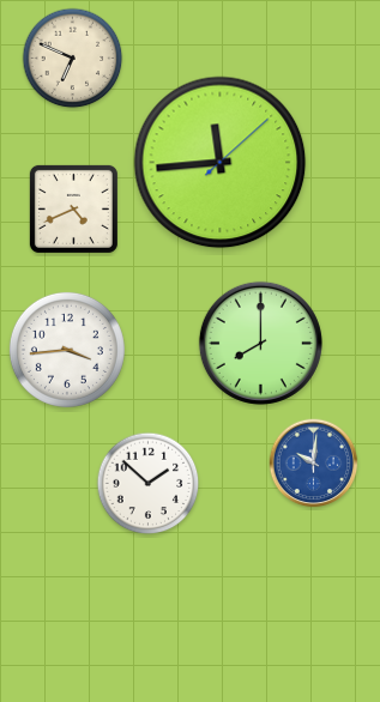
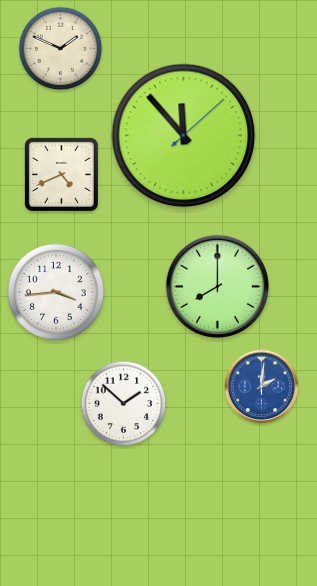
clock at (73, 59): 6:49 -> 1:49
clock at (221, 163): 11:44 -> 11:53
clock at (314, 464): 10:01 -> 2:01
